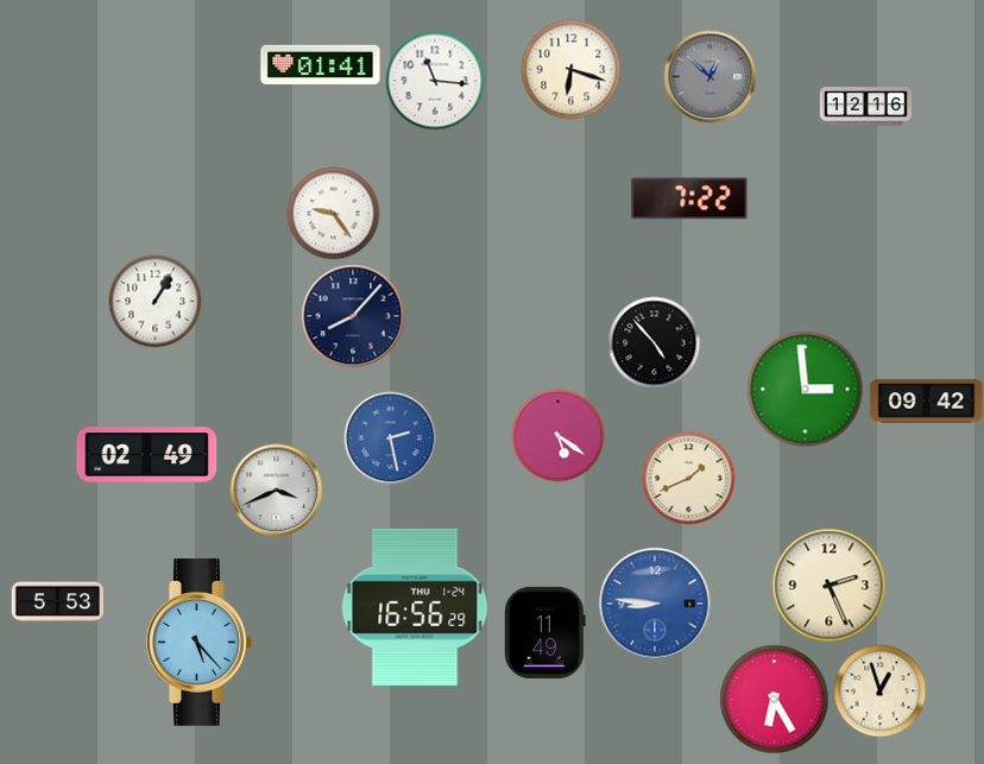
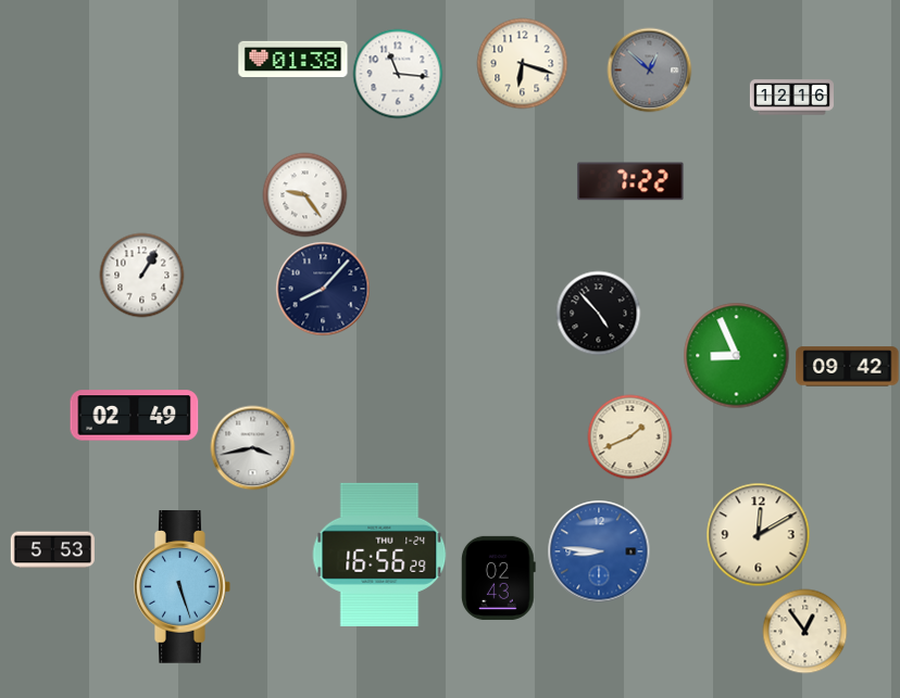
clock at (321, 64): 01:41 -> 01:38
clock at (805, 389): 2:59 -> 8:56
clock at (557, 435): 5:21 -> none
clock at (390, 437): 2:28 -> none
clock at (276, 490): 3:41 -> 3:43
clock at (828, 585): 2:26 -> 12:10
clock at (544, 632): 11:49 -> 02:43
clock at (200, 643): 5:23 -> 5:27
clock at (879, 690): 12:57 -> 12:54
clock at (774, 699): 6:25 -> none
